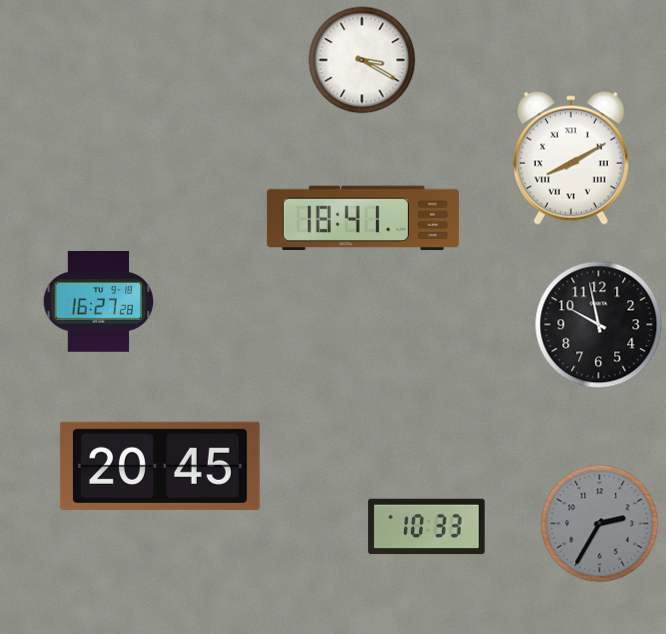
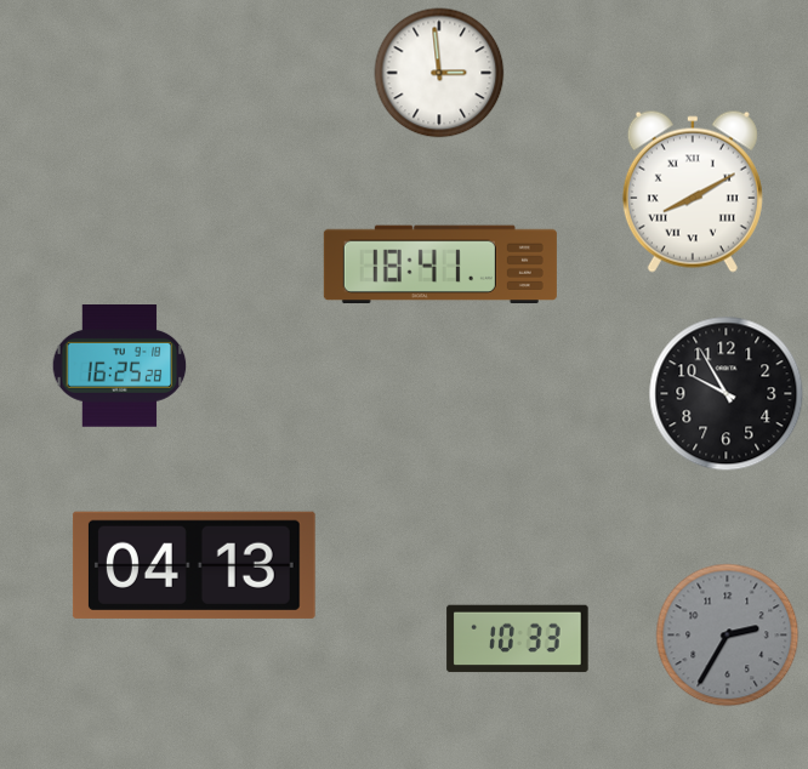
clock at (362, 60): 3:20 -> 2:59
clock at (99, 302): 16:27 -> 16:25
clock at (599, 325): 9:58 -> 9:55
clock at (160, 466): 20:45 -> 04:13
